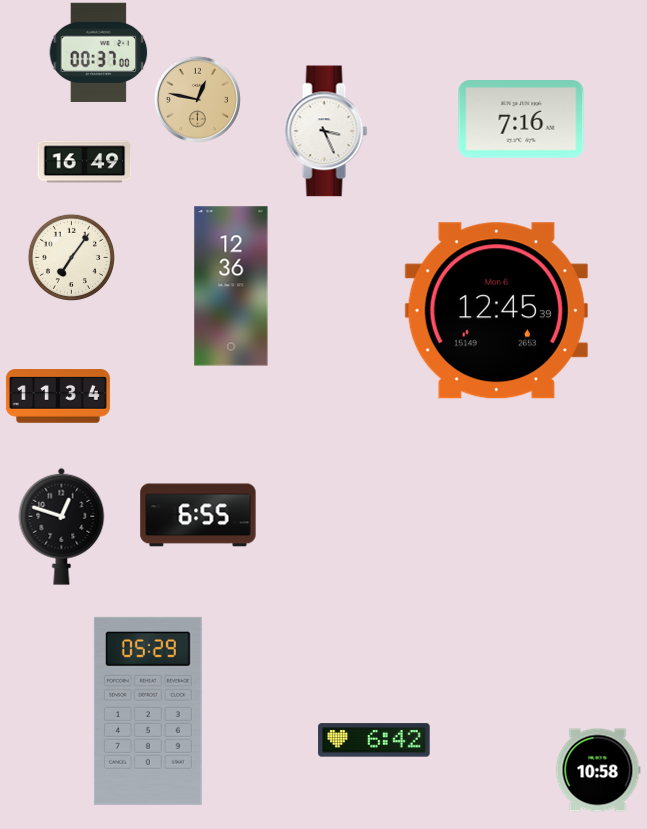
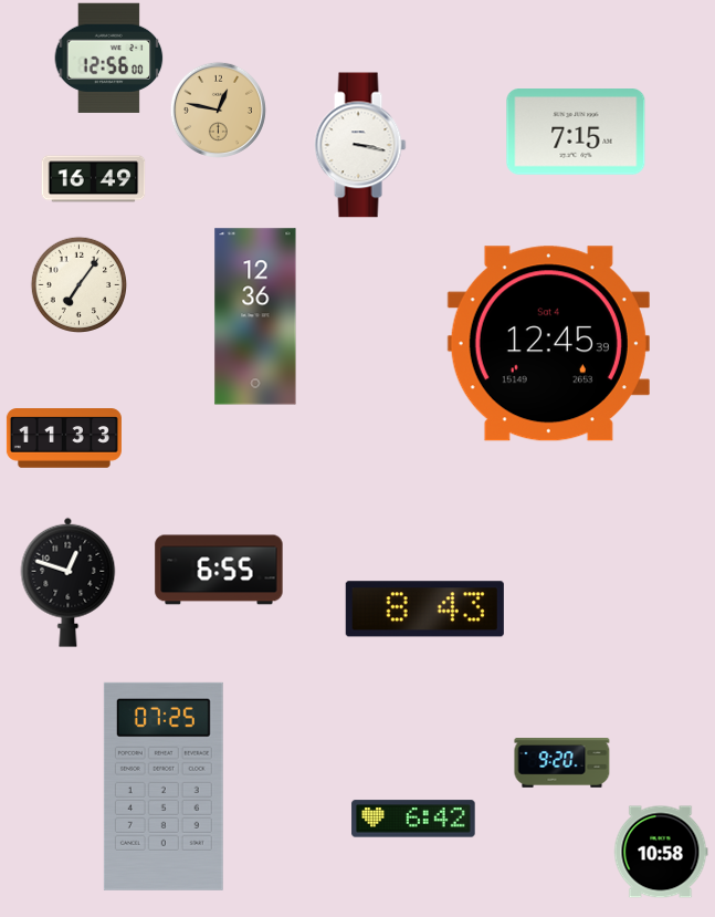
clock at (99, 52): 00:37 -> 12:56
clock at (521, 119): 7:16 -> 7:15
clock at (326, 131): 3:26 -> 3:17
clock at (496, 311) date: Mon 6 -> Sat 4
clock at (58, 396): 11:34 -> 11:33
clock at (424, 609): none -> 8:43
clock at (562, 763): none -> 9:20
clock at (148, 711): 05:29 -> 07:25
